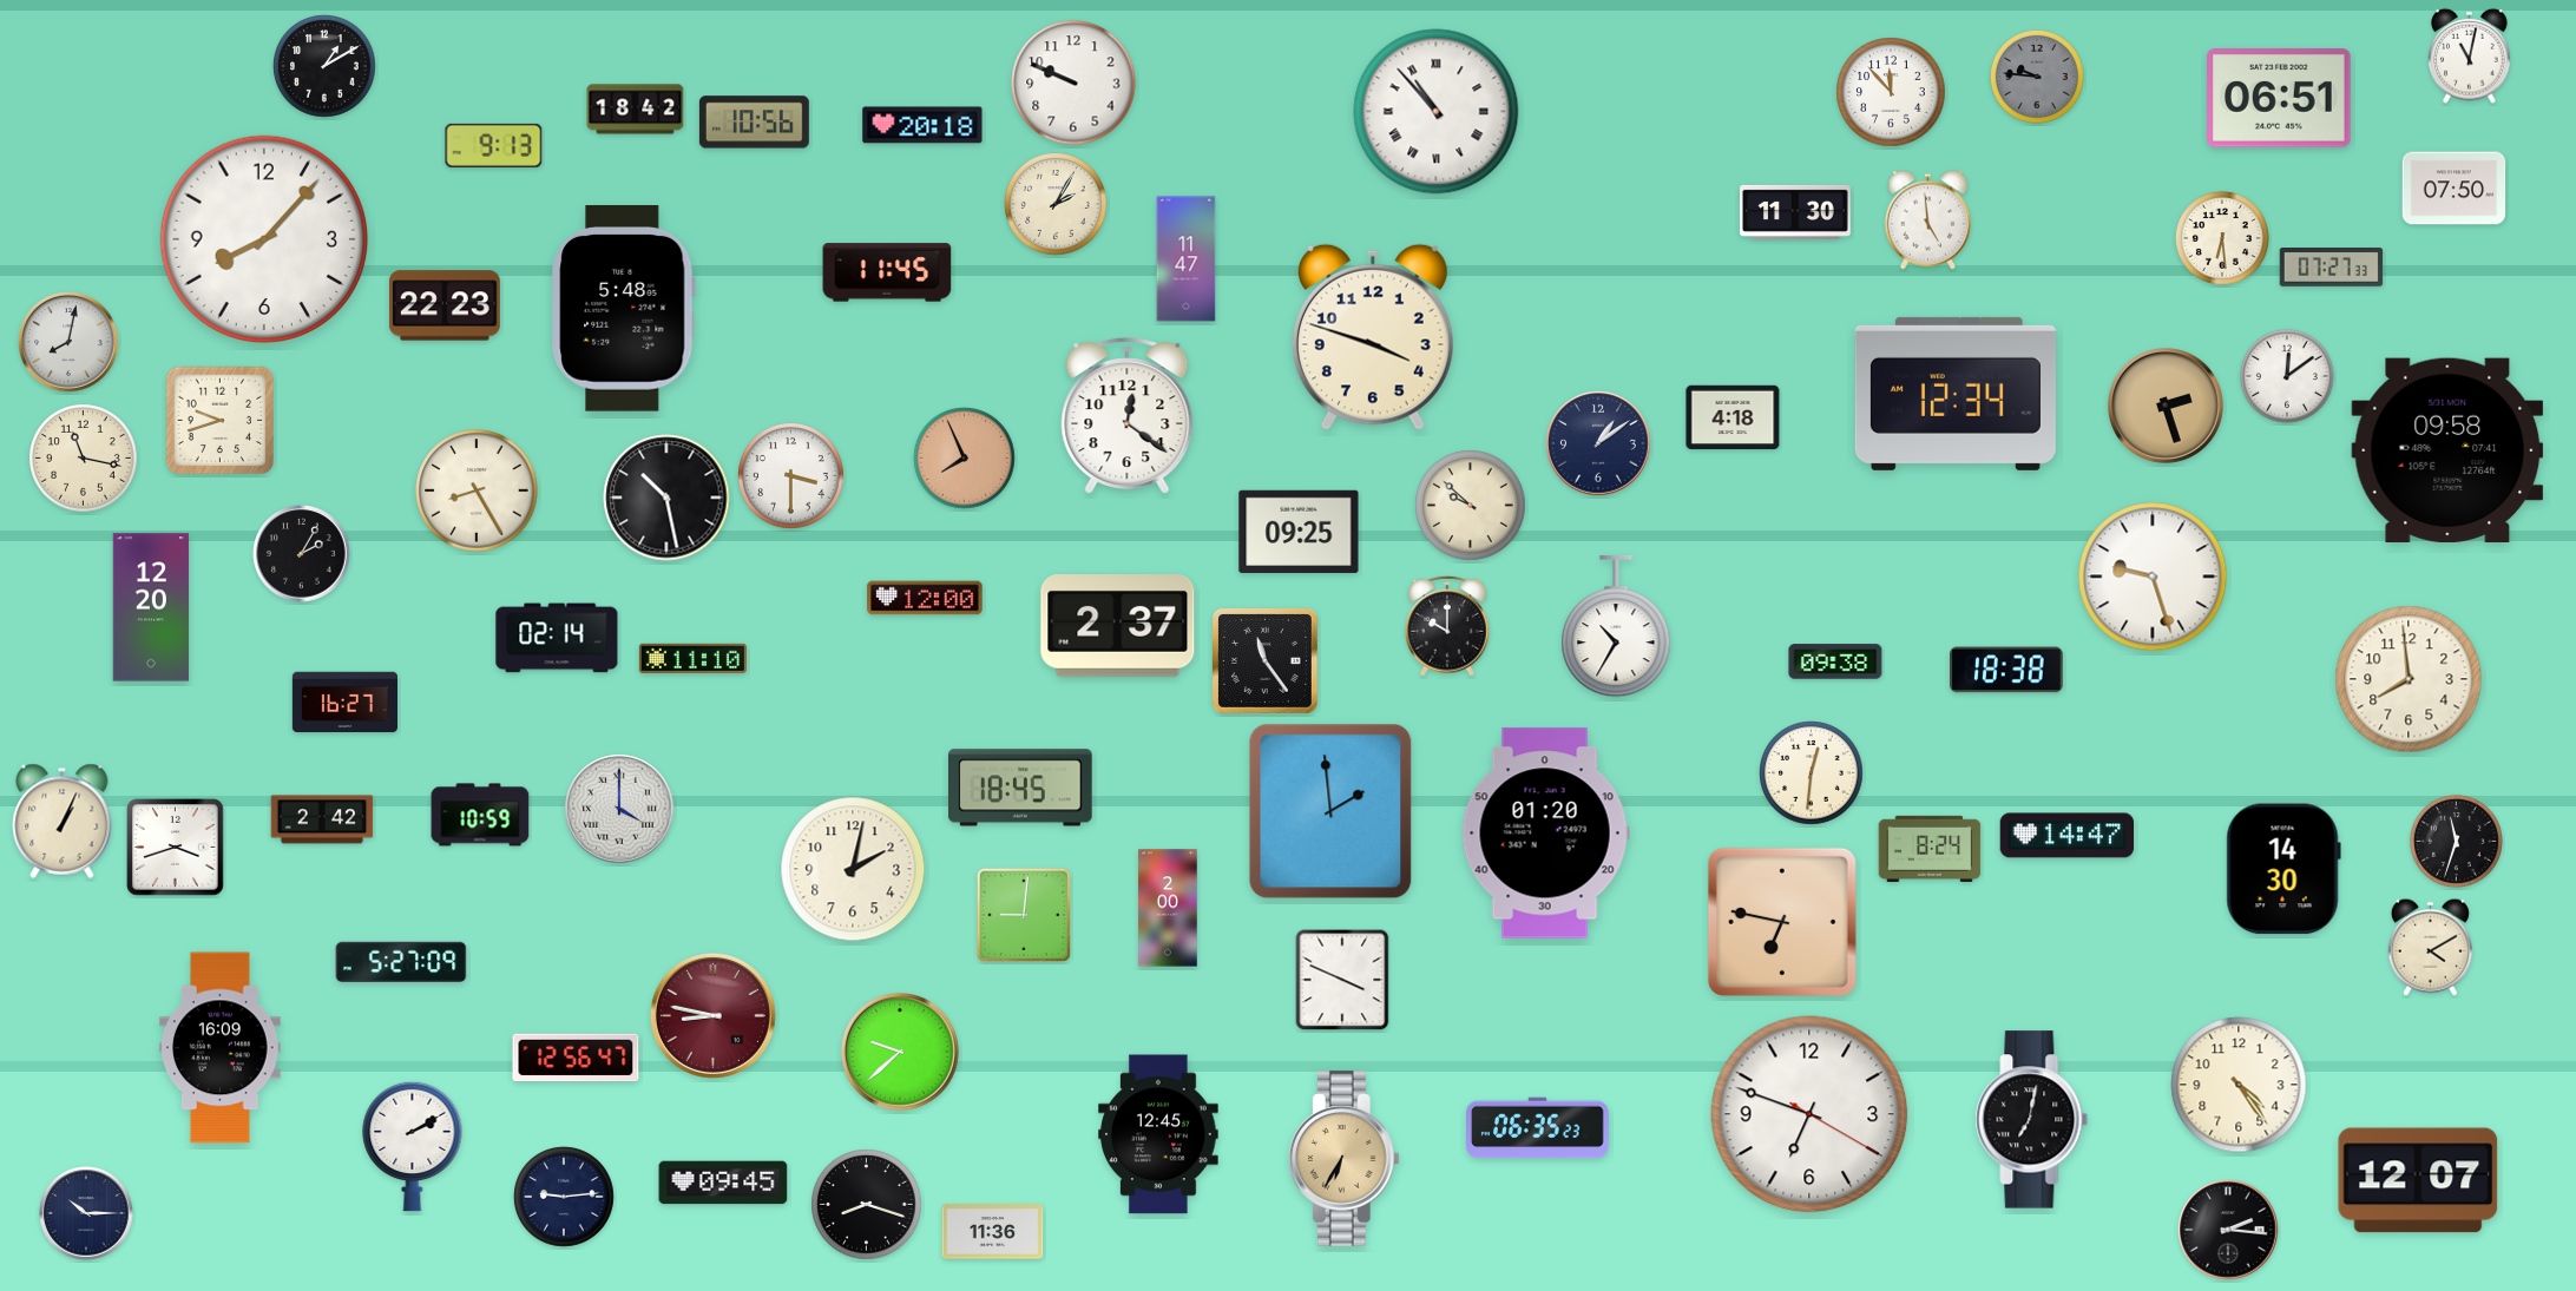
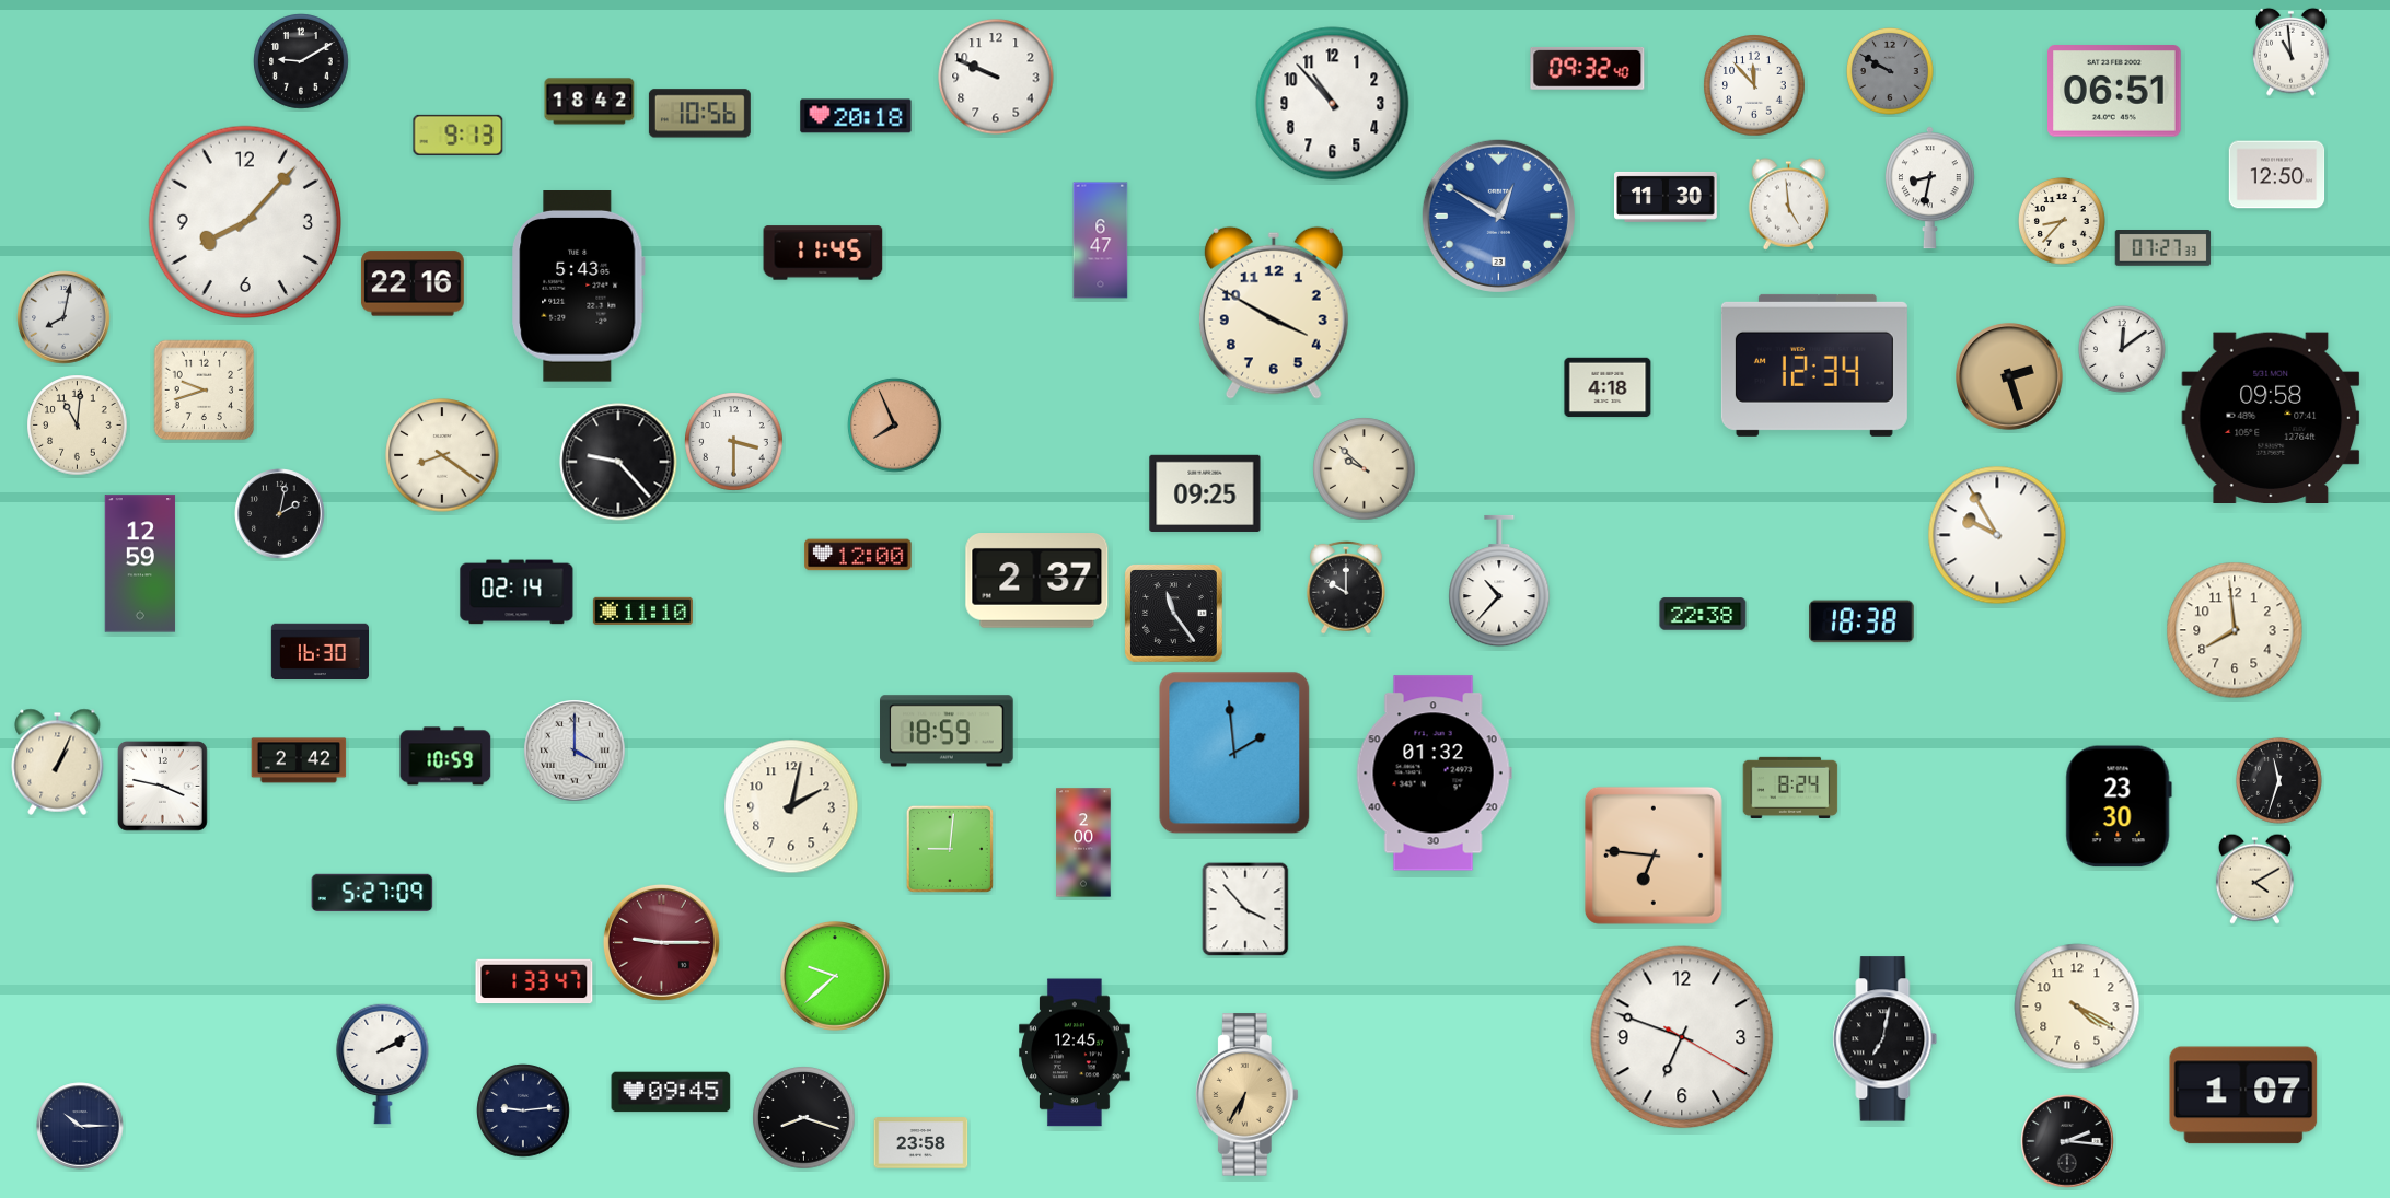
clock at (2470, 55): 11:02 -> 10:59
clock at (324, 66): 1:10 -> 9:10
clock at (1588, 68): none -> 09:32
clock at (2038, 78): 9:46 -> 9:50
clock at (1437, 112) numerals: Roman -> Arabic
clock at (2455, 189): 07:50 -> 12:50
clock at (1929, 188): none -> 8:32
clock at (1056, 204): 2:05 -> none
clock at (1498, 216): none -> 12:50
clock at (2223, 239): 6:29 -> 8:37
clock at (1187, 259): 11:47 -> 6:47
clock at (445, 305): 22:23 -> 22:16
clock at (624, 309): 5:48 -> 5:43
clock at (1373, 337): 3:48 -> 3:50
clock at (1128, 416): 12:21 -> none
clock at (1598, 443): 1:09 -> none
clock at (84, 459): 11:17 -> 11:01
clock at (477, 490): 8:25 -> 8:21
clock at (666, 498): 10:28 -> 9:23
clock at (302, 554): 2:05 -> 2:02
clock at (2153, 577): 9:27 -> 9:55
clock at (151, 607): 12:20 -> 12:59
clock at (1448, 626) position: (1448, 626) -> (1347, 588)
clock at (1616, 626): 10:35 -> 10:37
clock at (1835, 661): 09:38 -> 22:38
clock at (344, 703): 16:27 -> 16:30
clock at (1812, 773): 12:31 -> none
clock at (1021, 788): 18:45 -> 18:59
clock at (1545, 834): 01:20 -> 01:32
clock at (2068, 836): 14:47 -> none
clock at (176, 848): 3:42 -> 3:47
clock at (2283, 869): 14:30 -> 23:30
clock at (1782, 922): 6:47 -> 6:46
clock at (1342, 980): 3:49 -> 3:53
clock at (712, 1015): 8:47 -> 9:15
clock at (221, 1048): 16:09 -> none
clock at (576, 1058): 12:56 -> 1:33
clock at (2239, 1085): 4:24 -> 4:20
clock at (1809, 1114) position: (1809, 1114) -> (1682, 1037)
clock at (1538, 1128): 06:35 -> none
clock at (1343, 1159) position: (1343, 1159) -> (1246, 1095)
clock at (2418, 1180): 12:07 -> 1:07
clock at (723, 1183) position: (723, 1183) -> (671, 1092)
clock at (993, 1232): 11:36 -> 23:58
